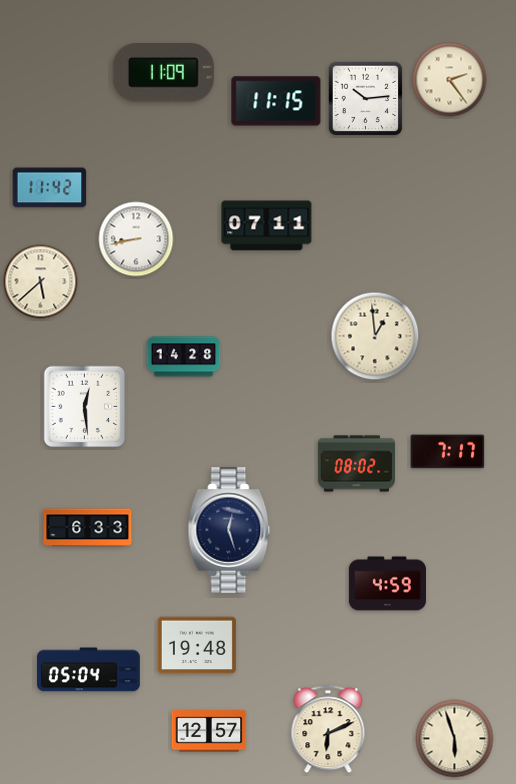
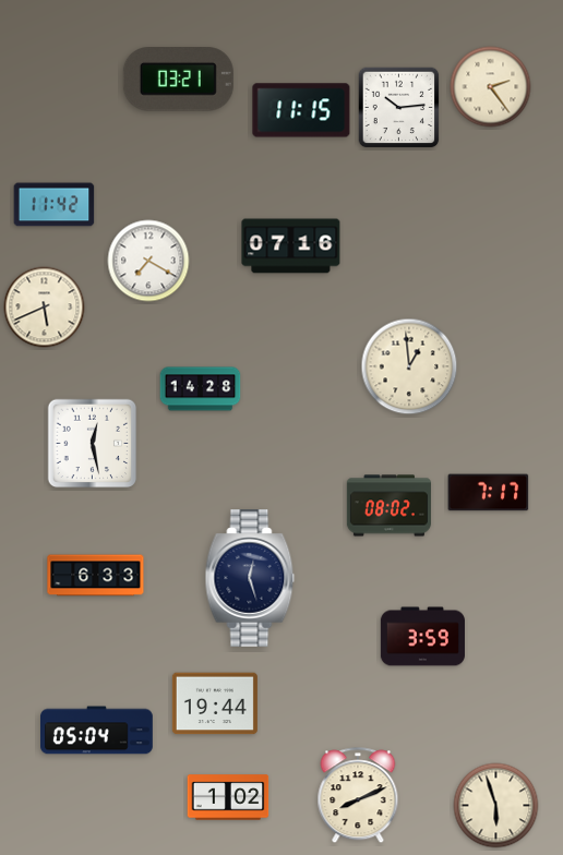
clock at (163, 73): 11:09 -> 03:21
clock at (267, 226): 07:11 -> 07:16
clock at (136, 239): 8:43 -> 7:20
clock at (41, 282): 5:38 -> 5:41
clock at (85, 407): 12:29 -> 12:28
clock at (387, 584): 4:59 -> 3:59
clock at (197, 645): 19:48 -> 19:44
clock at (328, 730): 6:11 -> 8:11
clock at (209, 731): 12:57 -> 1:02
